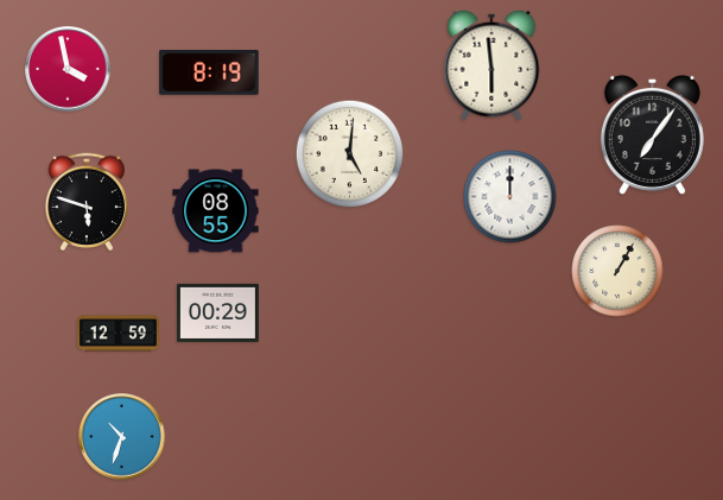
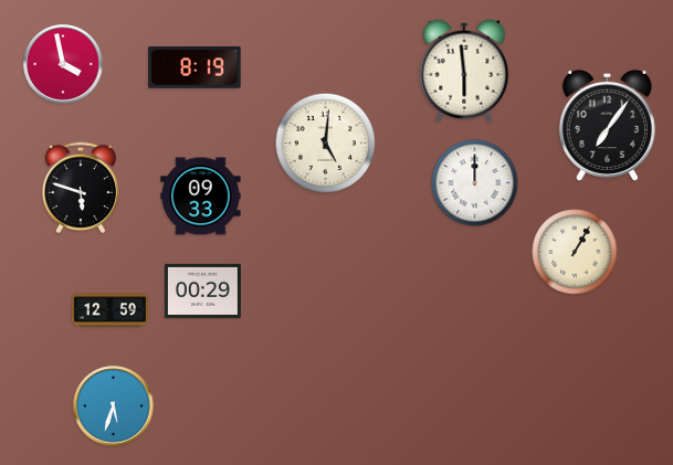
clock at (491, 65) position: (491, 65) -> (464, 71)
clock at (216, 211): 08:55 -> 09:33
clock at (122, 437): 10:33 -> 5:33
